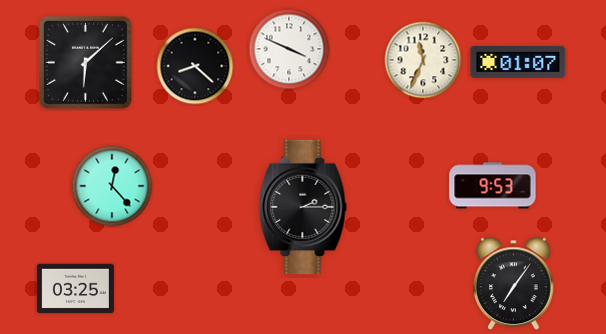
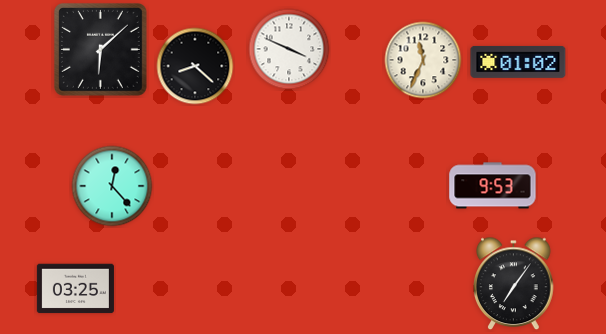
clock at (85, 62) position: (85, 62) -> (100, 49)
clock at (518, 62): 01:07 -> 01:02
clock at (303, 207): 2:15 -> none
